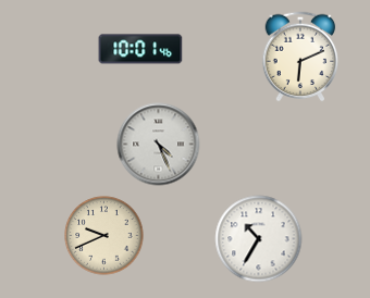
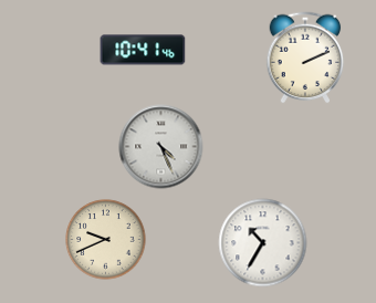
clock at (140, 49): 10:01 -> 10:41
clock at (300, 57): 6:11 -> 2:11
